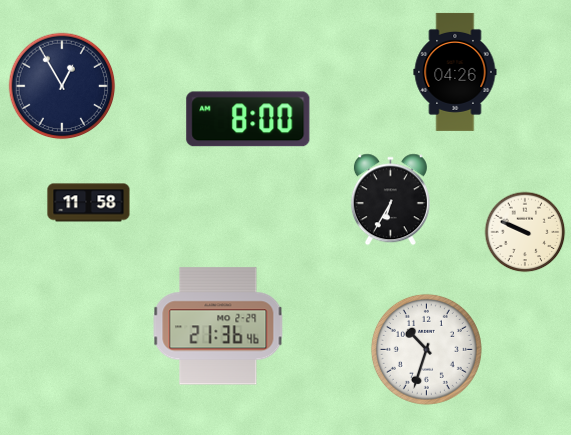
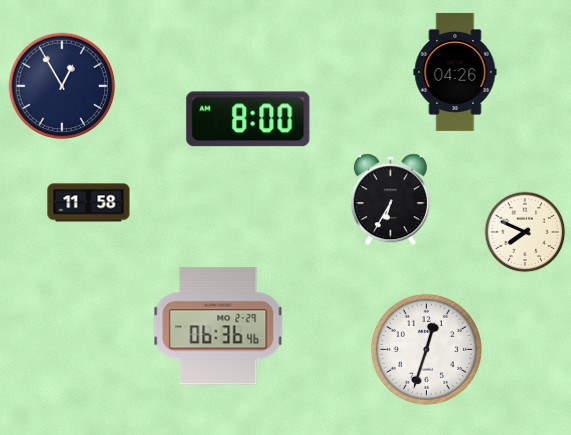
clock at (525, 232): 9:49 -> 7:49
clock at (218, 326): 21:36 -> 06:36
clock at (426, 349): 10:33 -> 12:33
